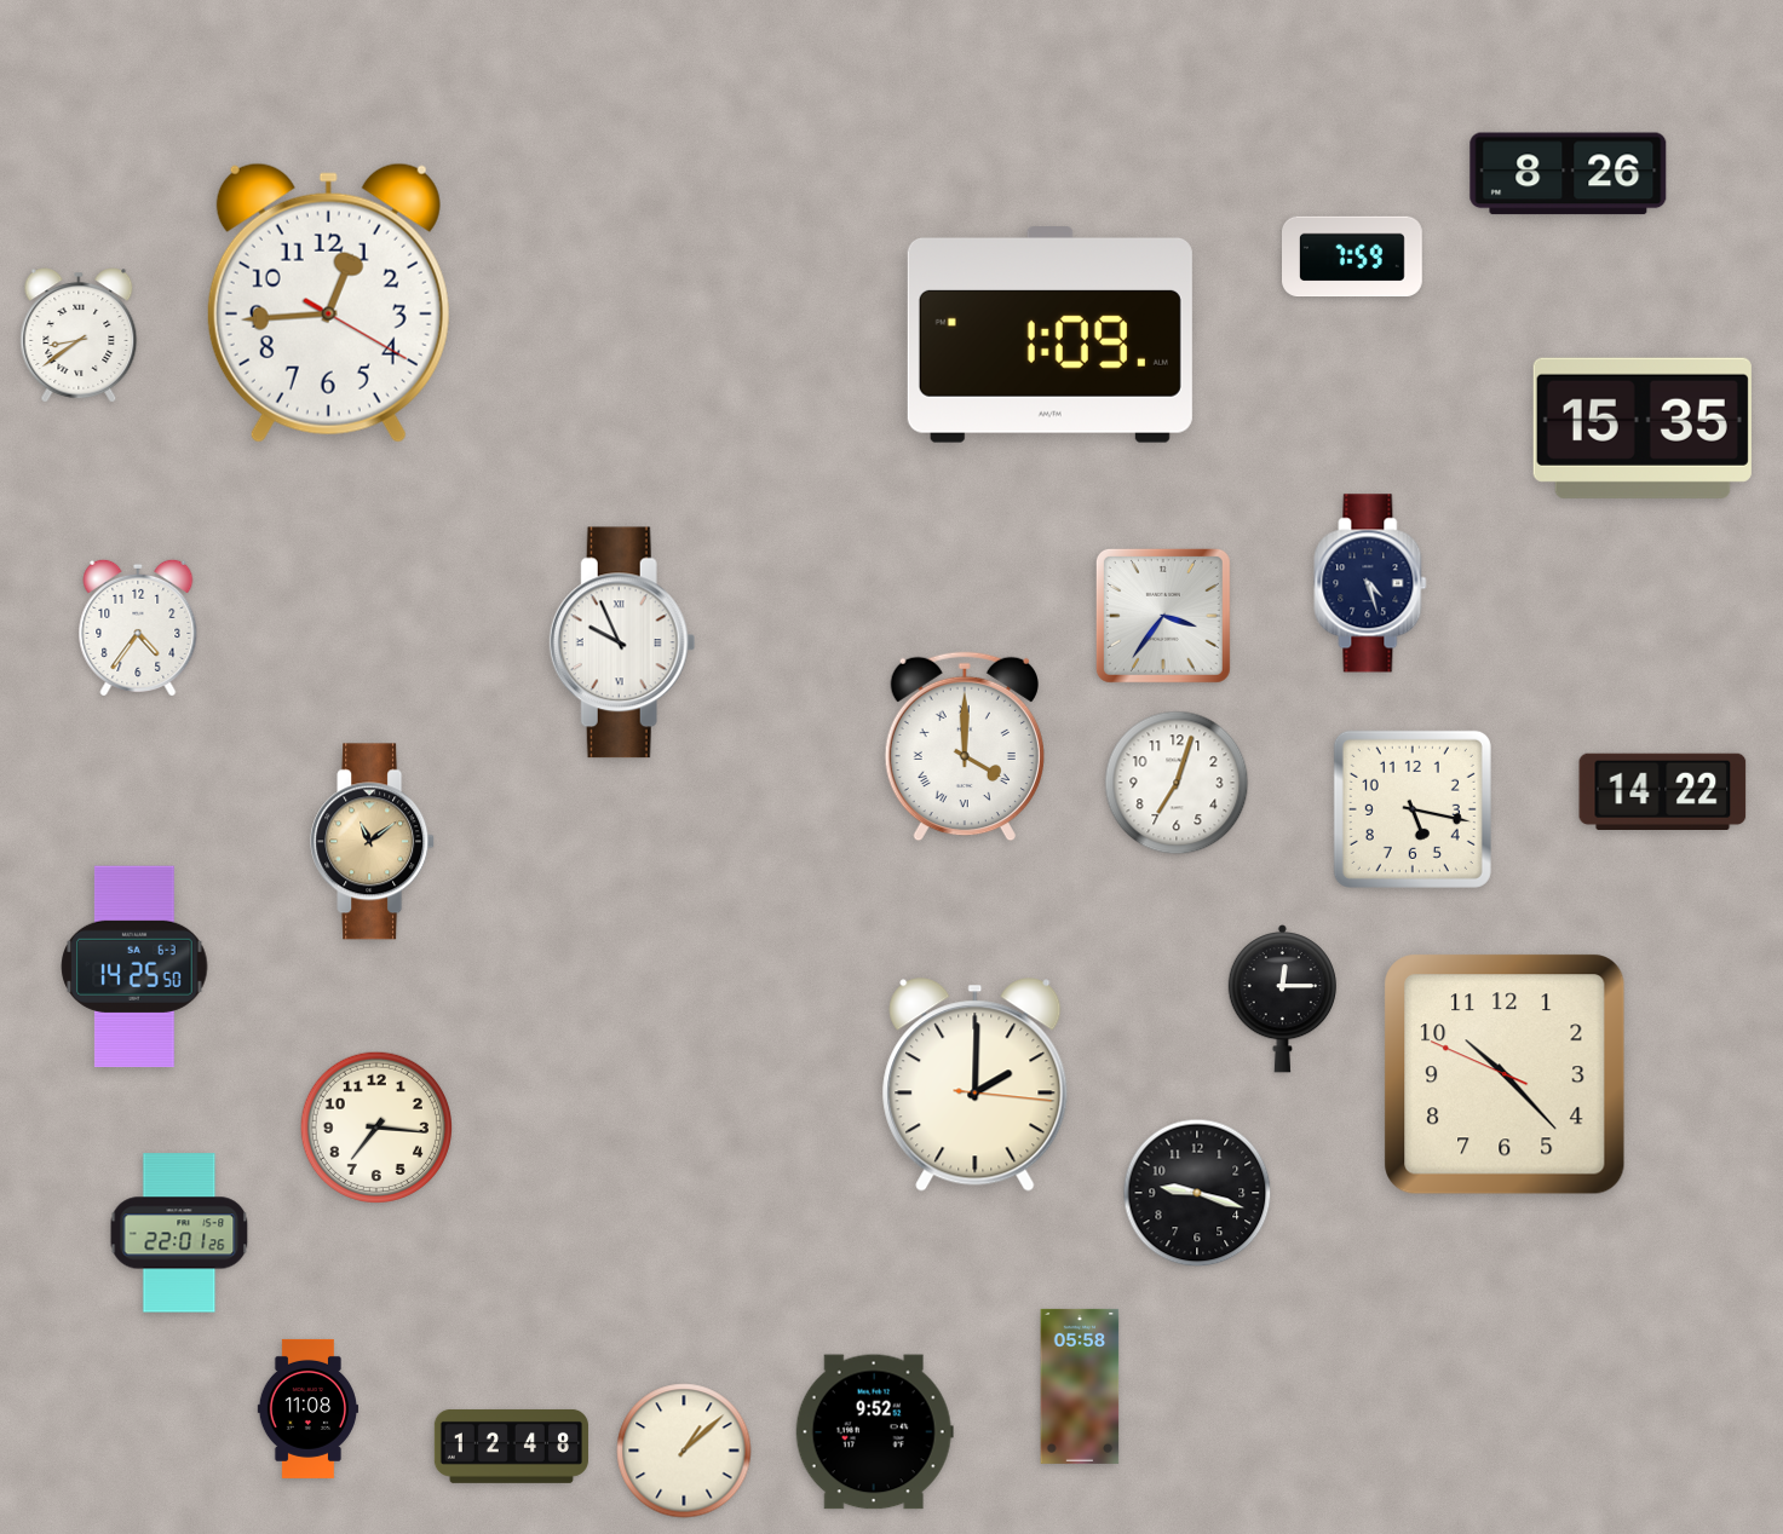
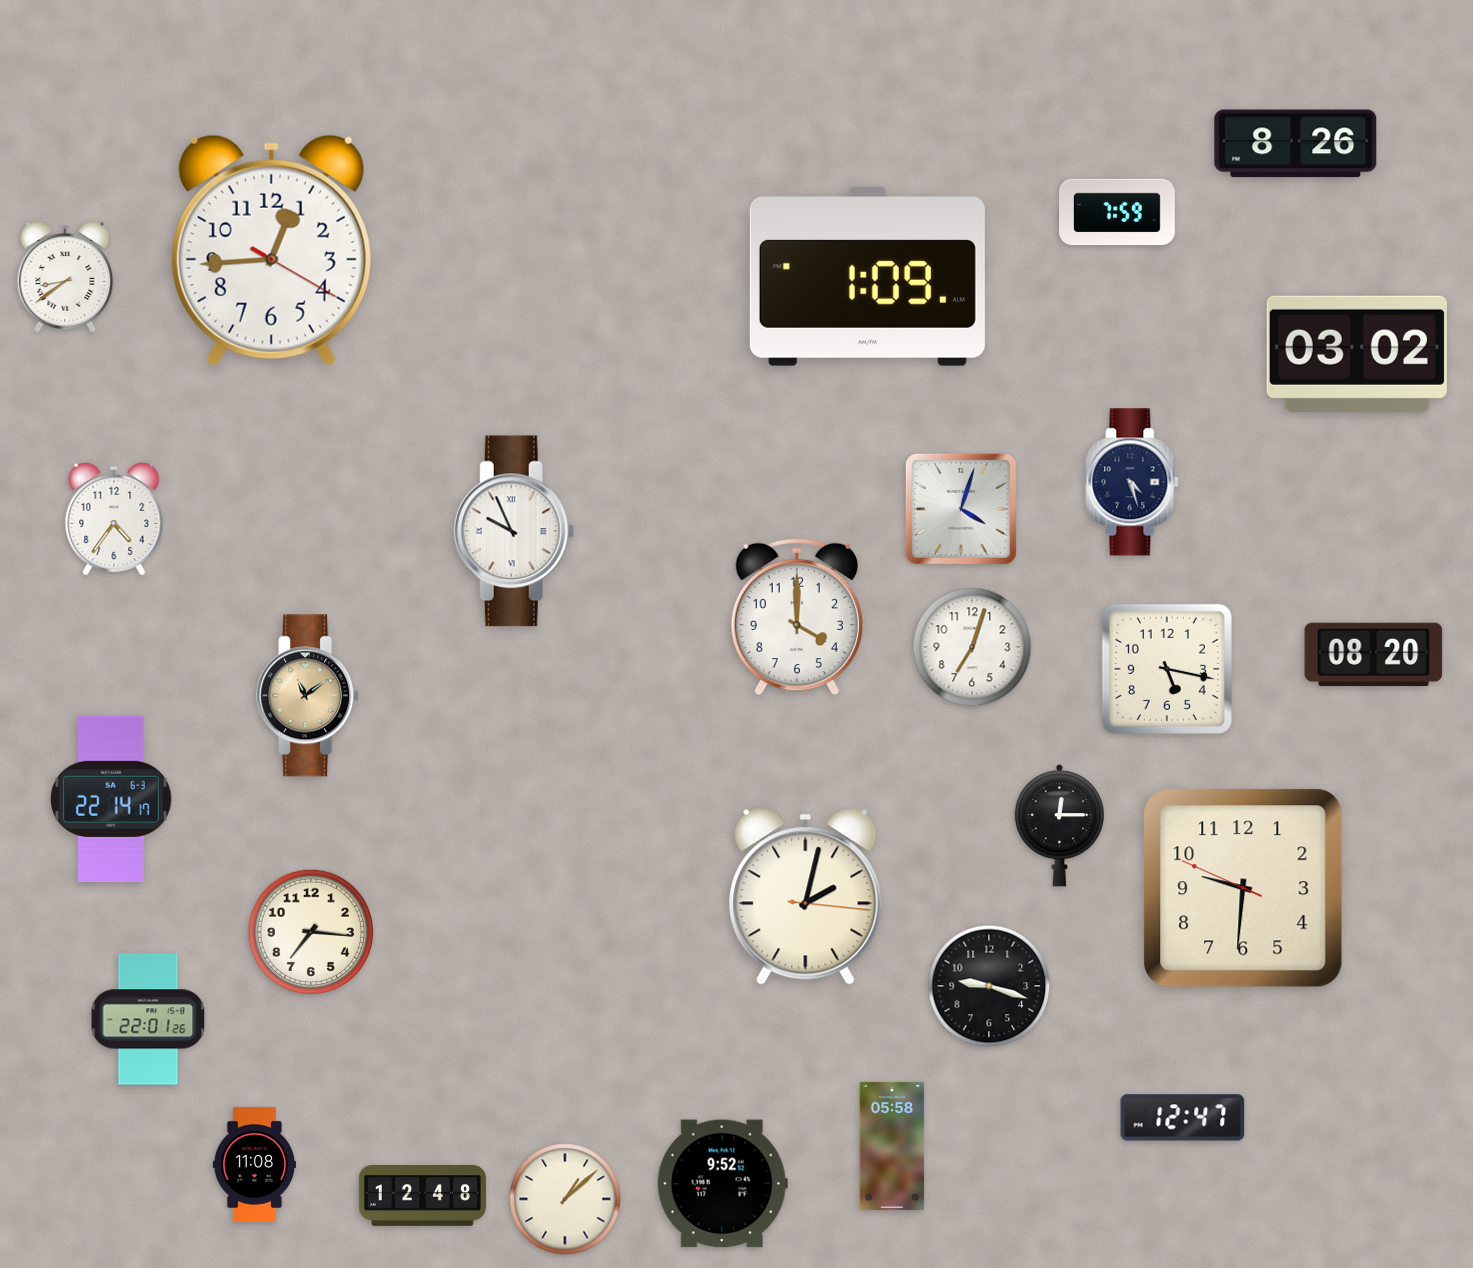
clock at (1643, 428): 15:35 -> 03:02
clock at (1163, 616): 3:36 -> 4:03
clock at (965, 746) numerals: Roman -> Arabic
clock at (1663, 791): 14:22 -> 08:20
clock at (134, 967): 14:25 -> 22:14
clock at (1505, 1074): 10:22 -> 9:30
clock at (976, 1085): 2:00 -> 2:02
clock at (1183, 1118): none -> 12:47
